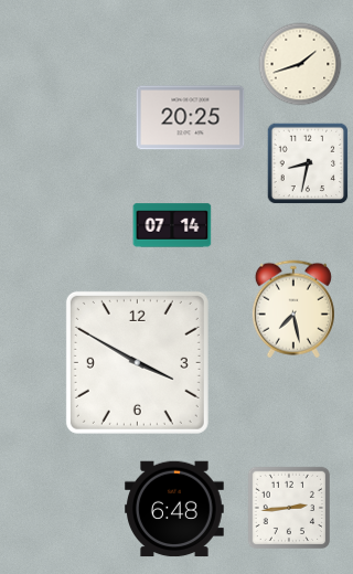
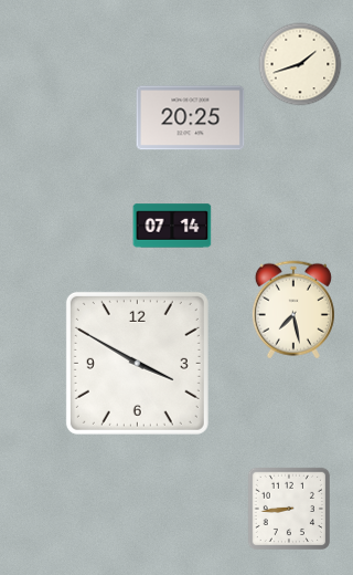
clock at (308, 163): 8:32 -> none
clock at (288, 507): 2:44 -> 8:44
clock at (174, 509): 6:48 -> none
